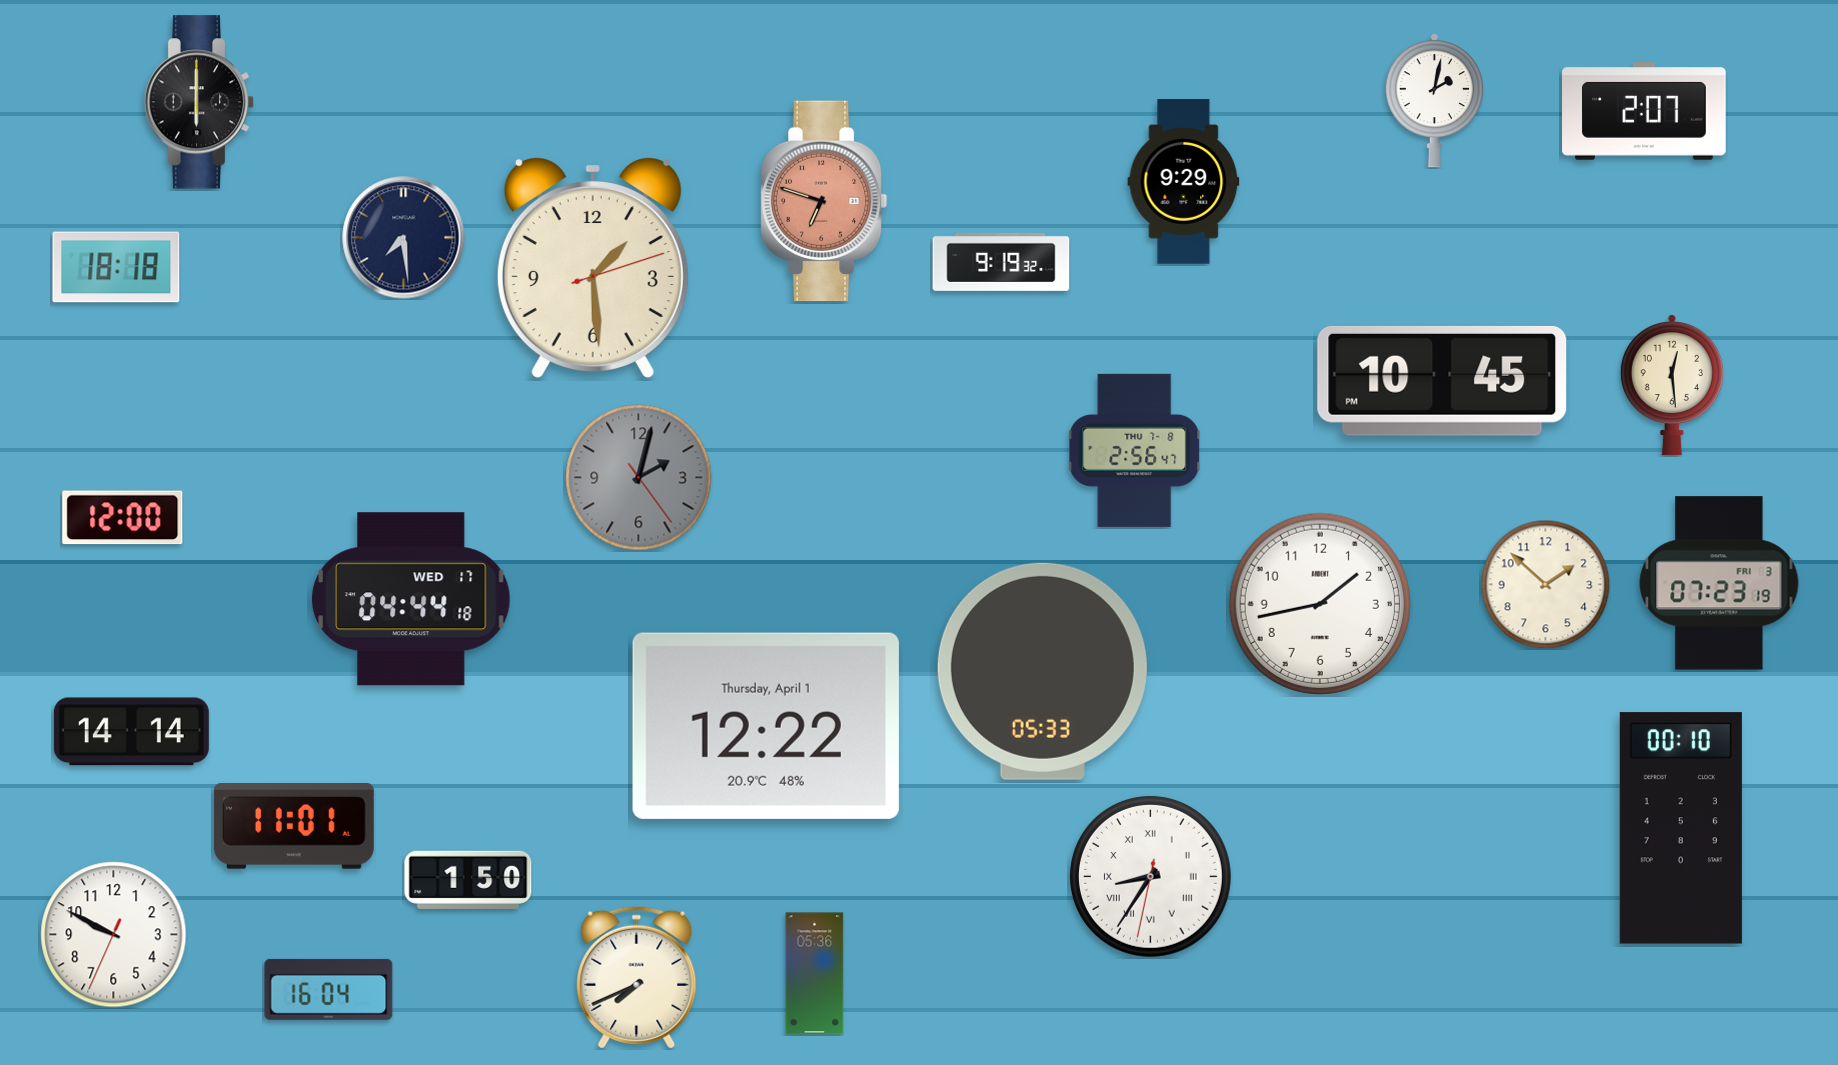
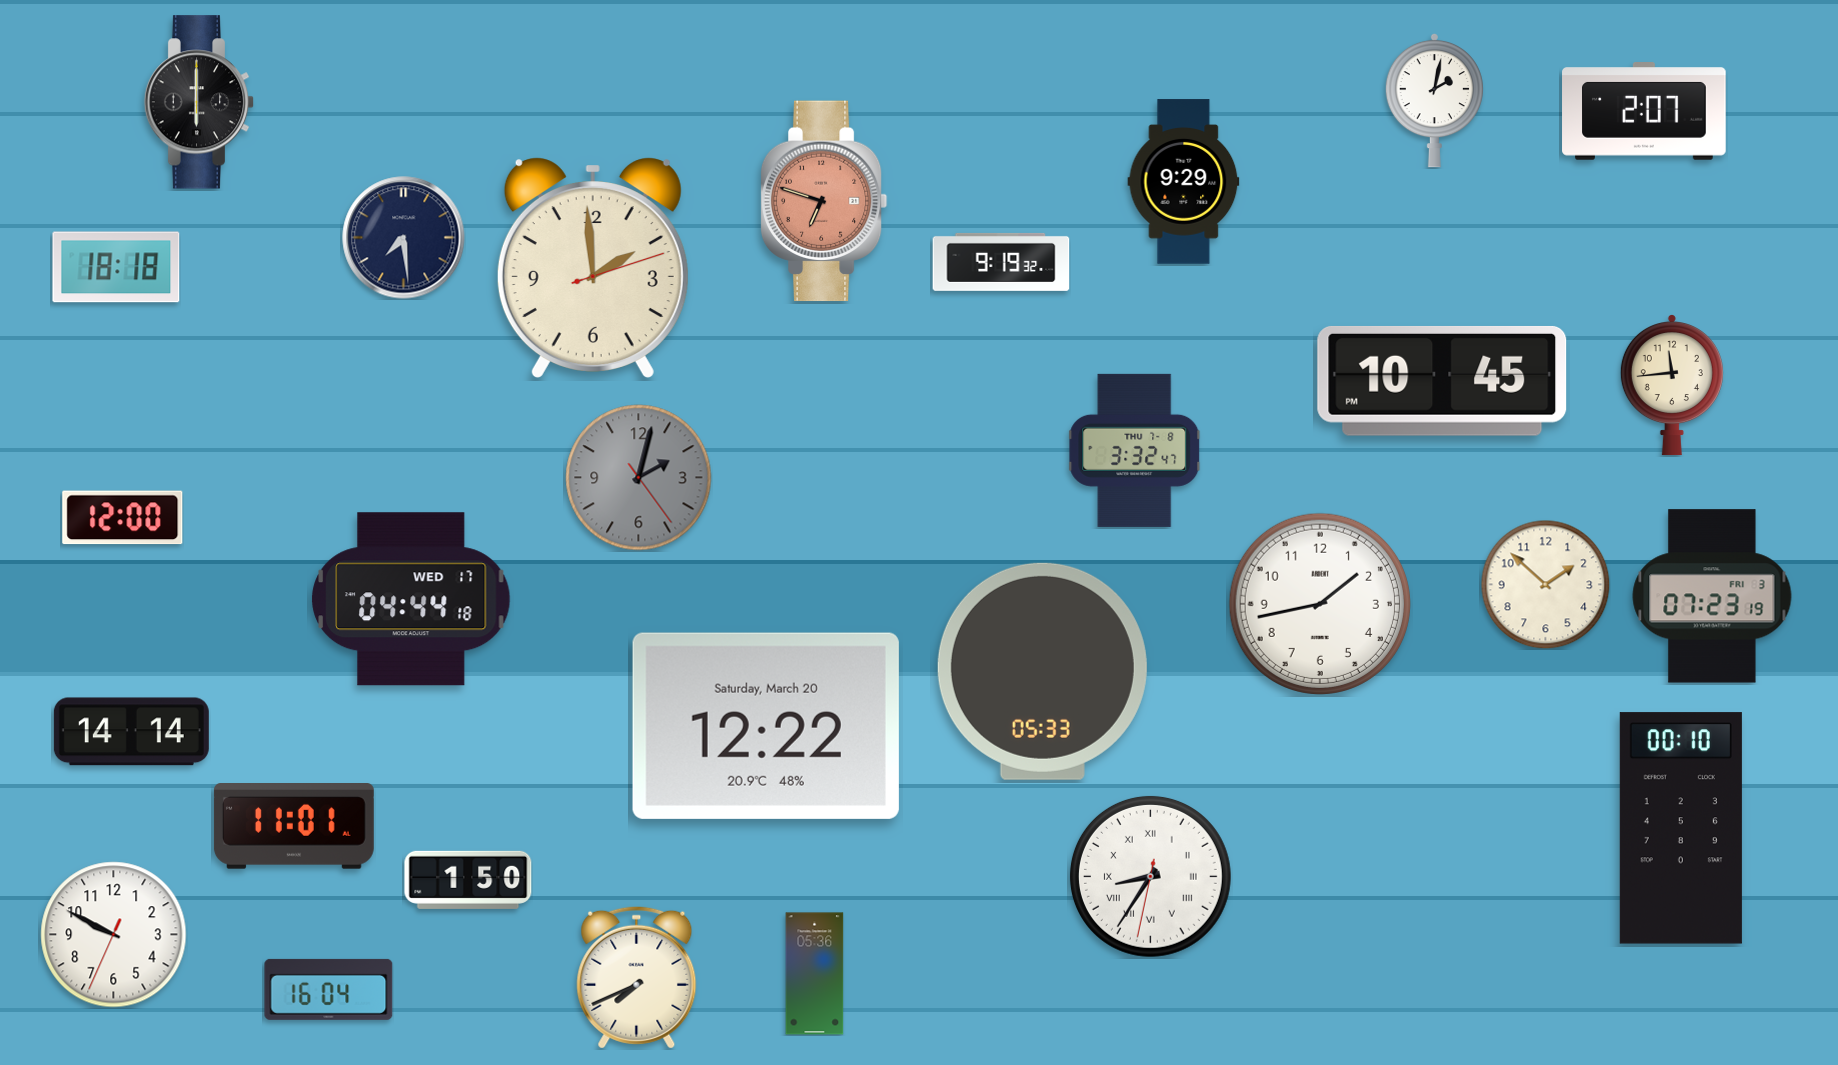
clock at (593, 268): 1:29 -> 1:59
clock at (1672, 385): 12:29 -> 11:44
clock at (1135, 450): 2:56 -> 3:32
clock at (1719, 583) position: (1719, 583) -> (1712, 596)
clock at (766, 726) date: Thursday, April 1 -> Saturday, March 20
